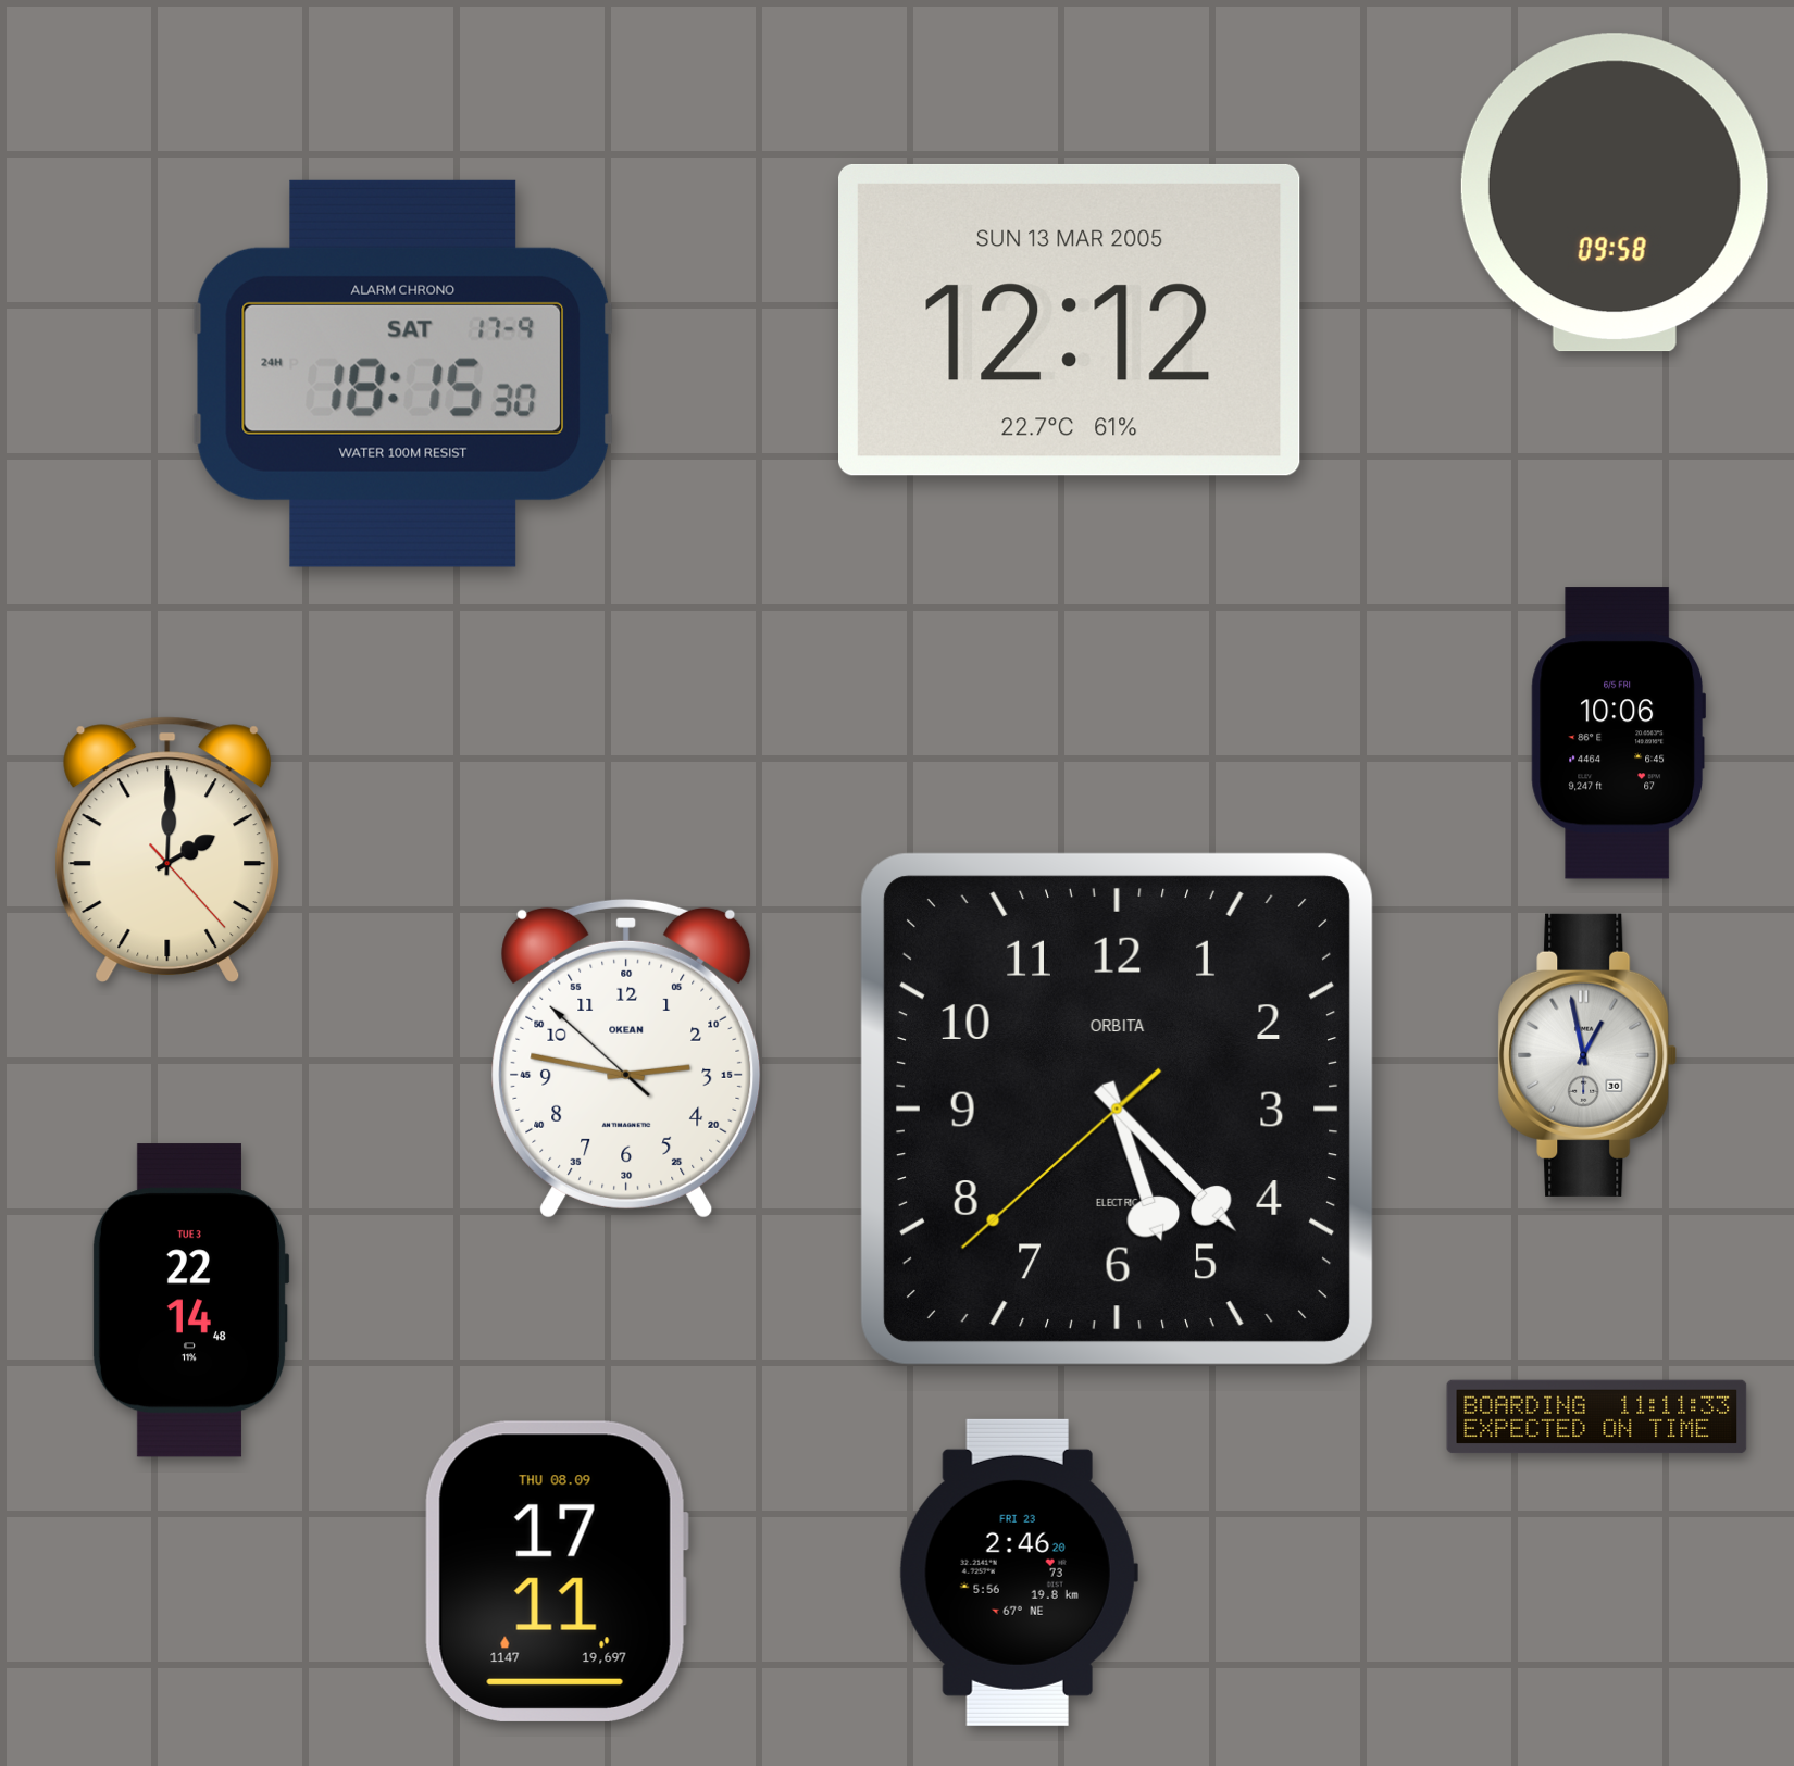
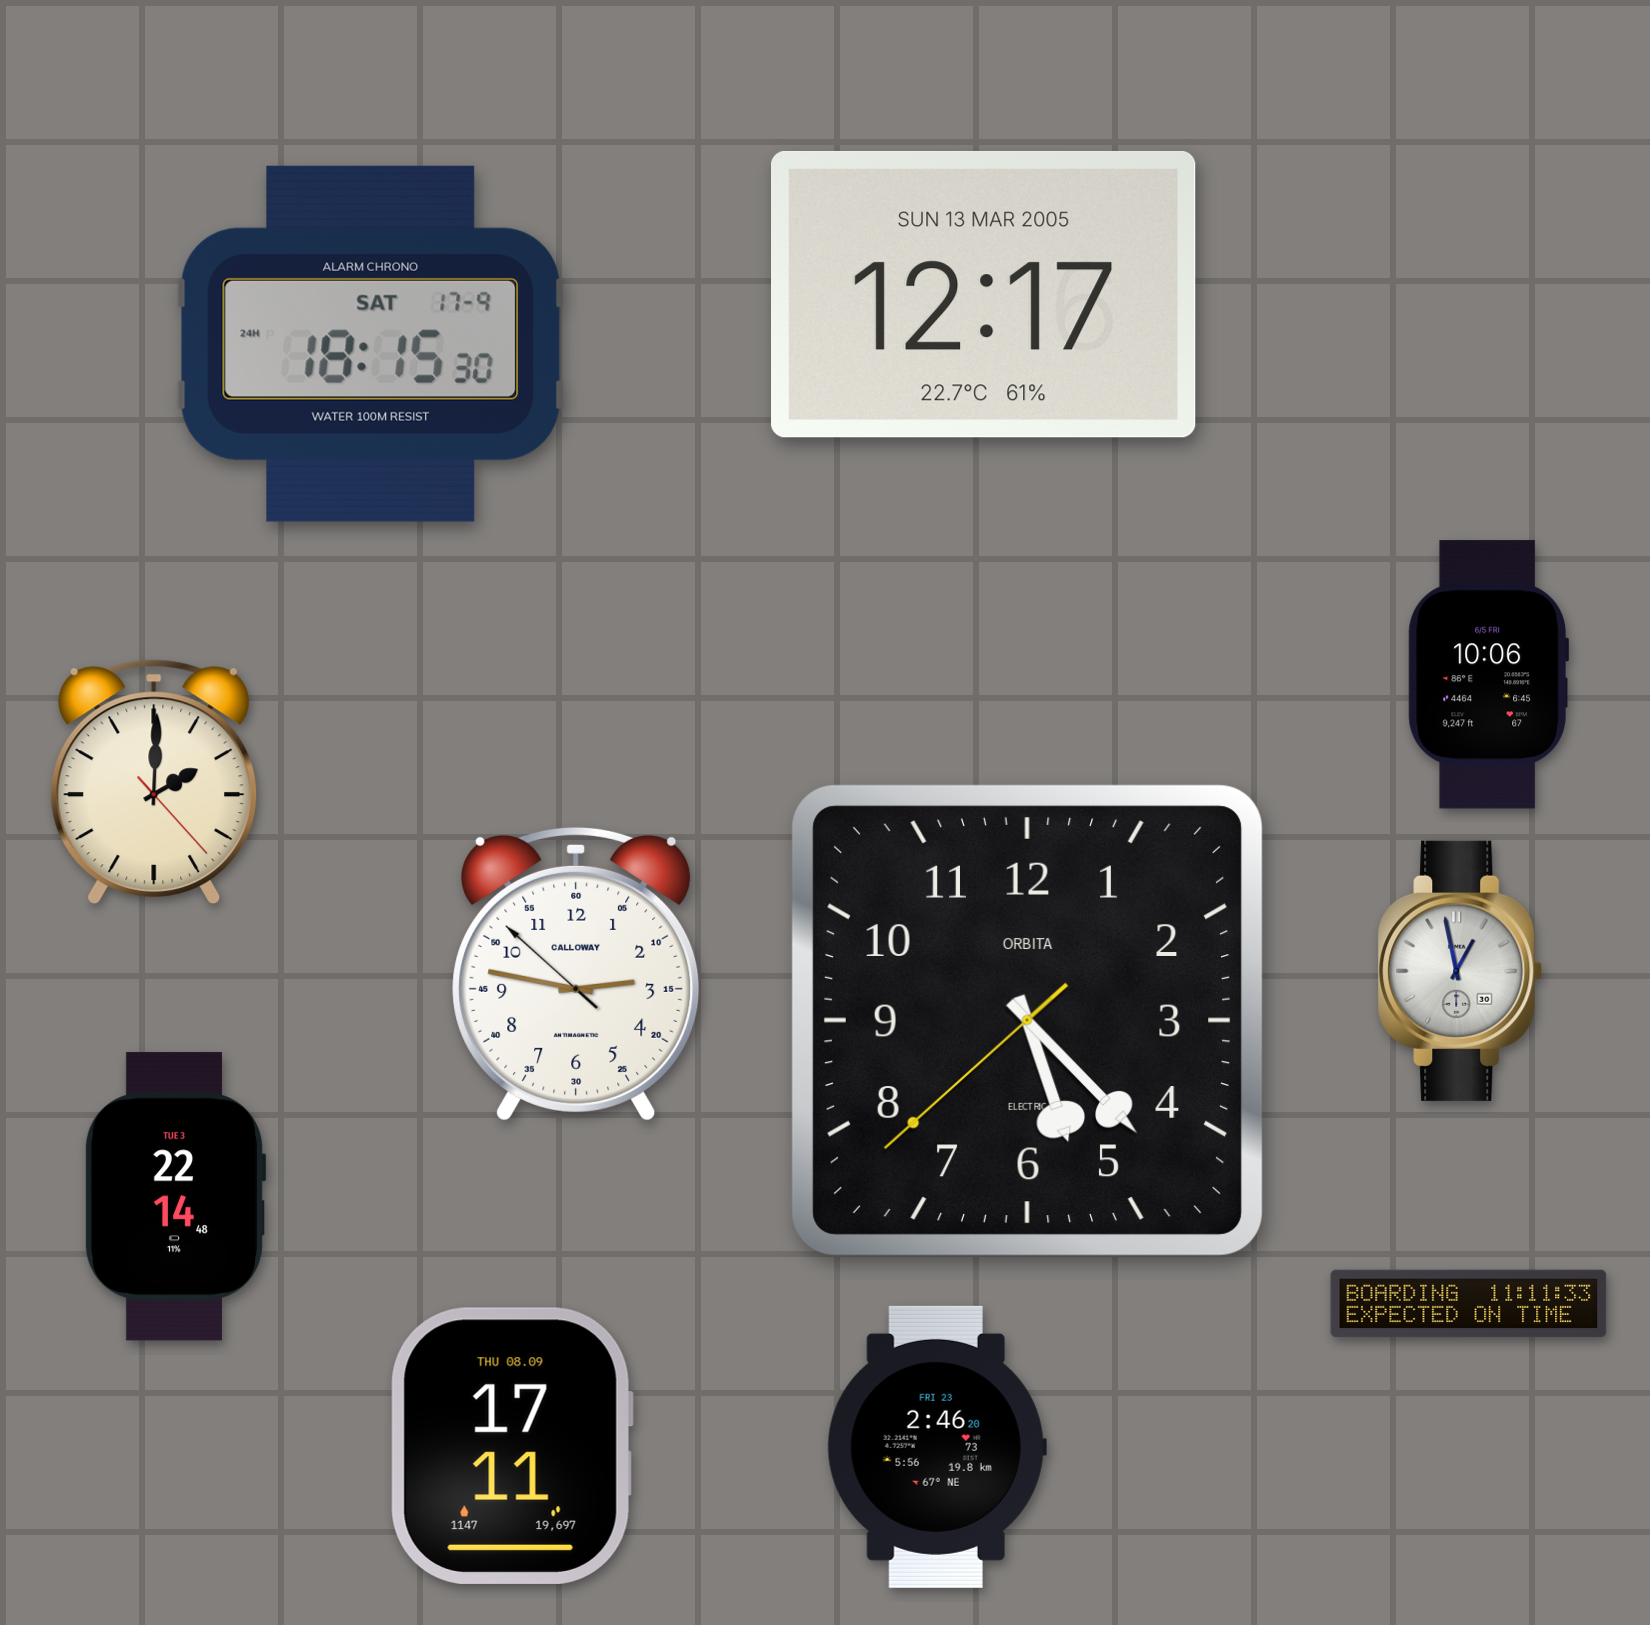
clock at (1615, 192): 09:58 -> none
clock at (1070, 320): 12:12 -> 12:17
clock at (626, 1059) brand: OKEAN -> CALLOWAY
